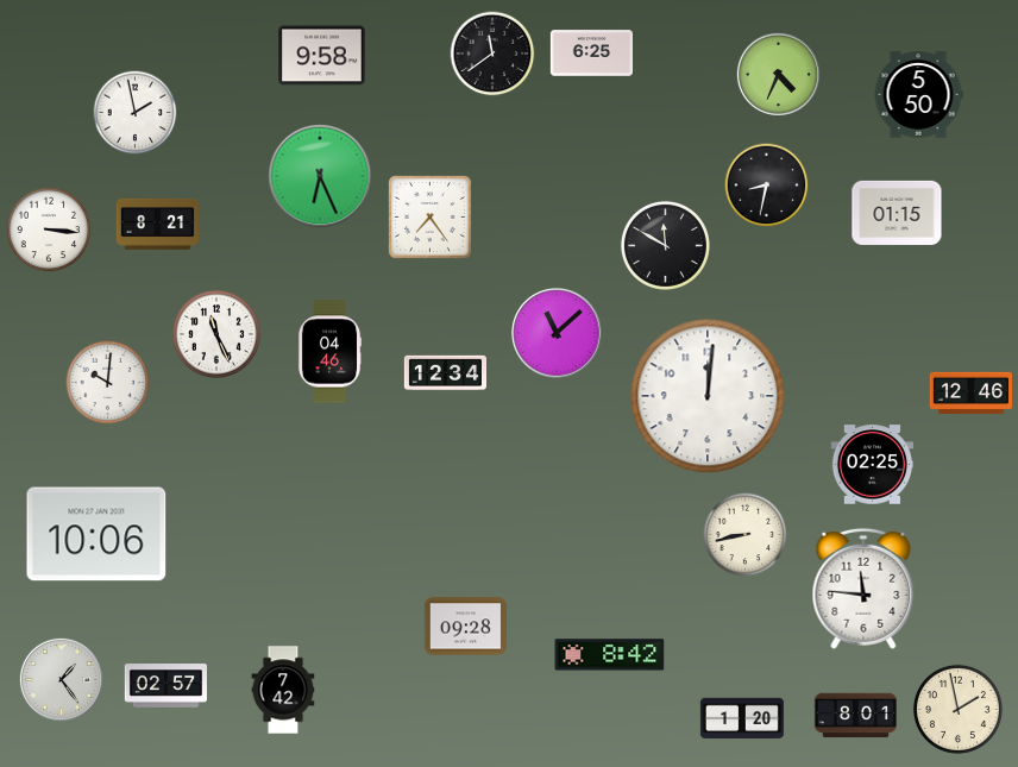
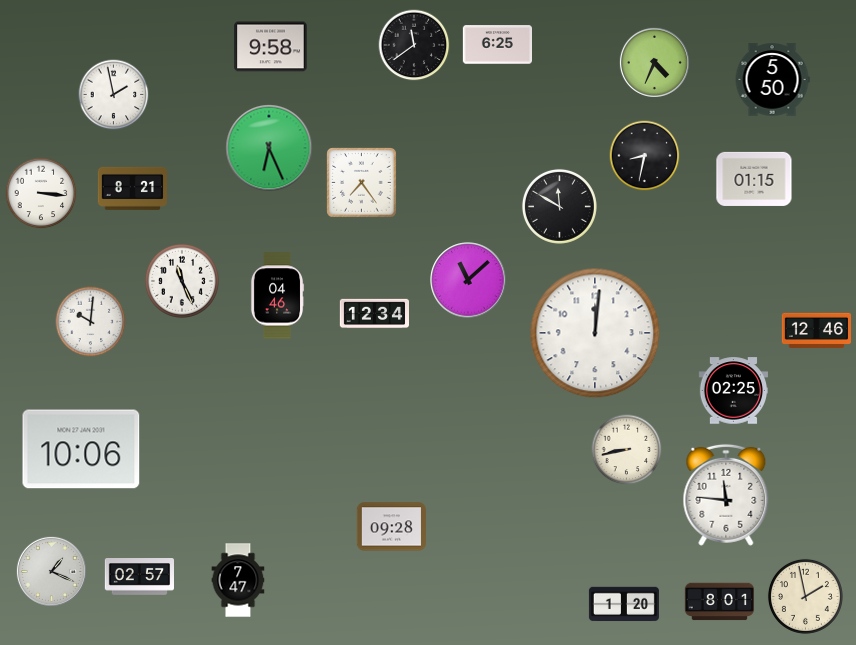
clock at (610, 655): 8:42 -> none
clock at (61, 679): 1:24 -> 1:19
clock at (283, 690): 7:42 -> 7:47
